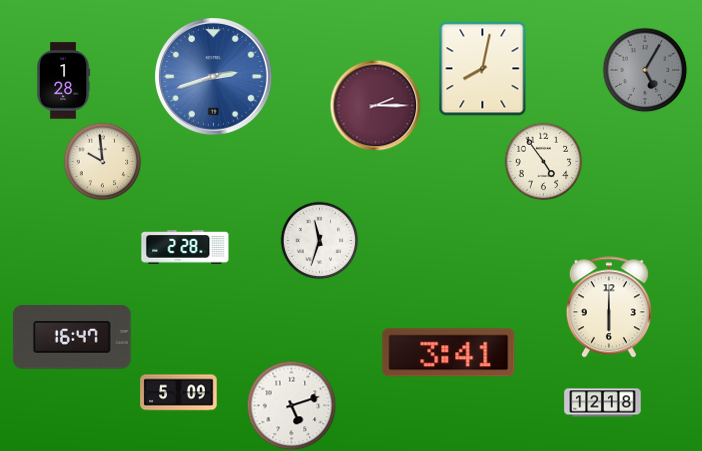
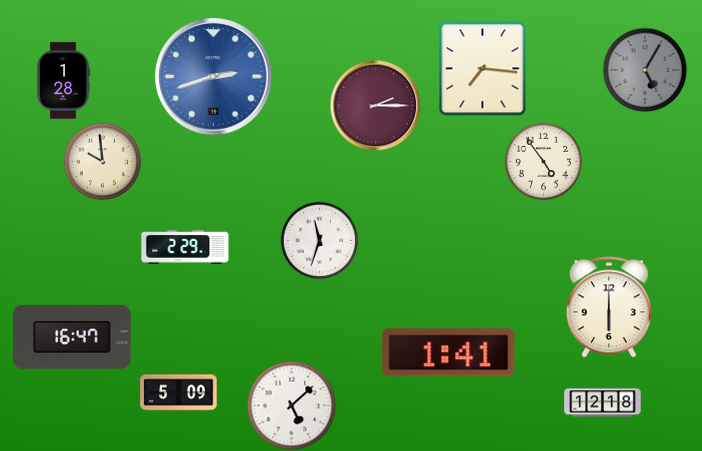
clock at (483, 69): 8:02 -> 7:16
clock at (185, 247): 2:28 -> 2:29
clock at (449, 353): 3:41 -> 1:41
clock at (291, 405): 5:12 -> 5:08
